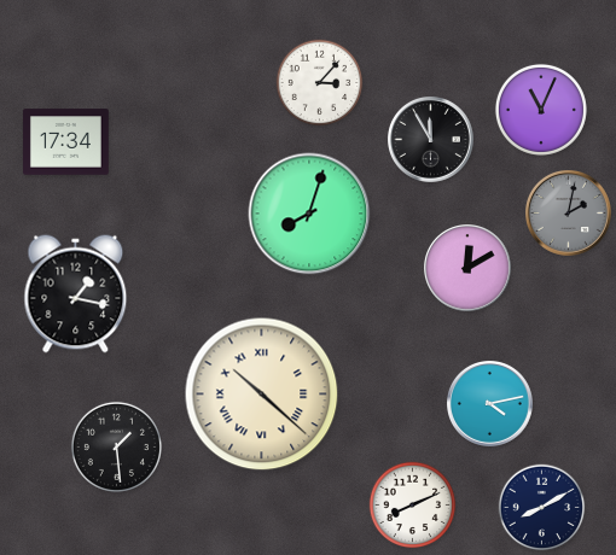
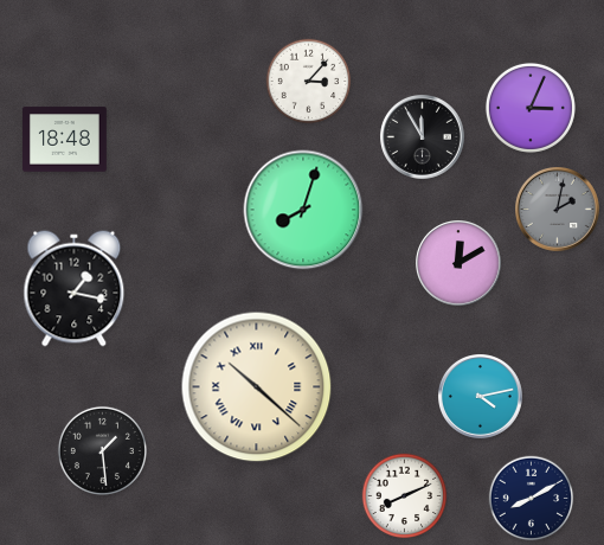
clock at (320, 83) position: (320, 83) -> (309, 82)
clock at (541, 110): 11:04 -> 3:04
clock at (66, 142): 17:34 -> 18:48
clock at (116, 446) position: (116, 446) -> (102, 450)
